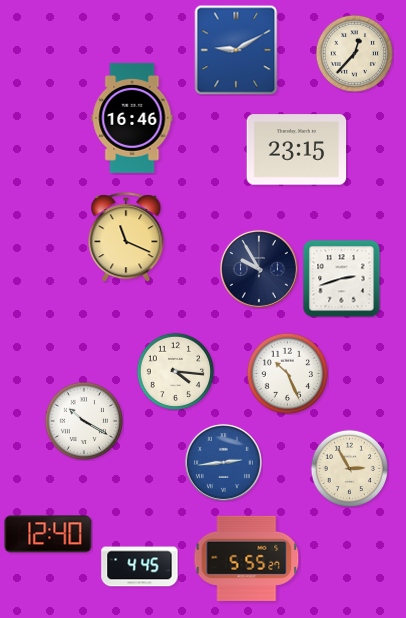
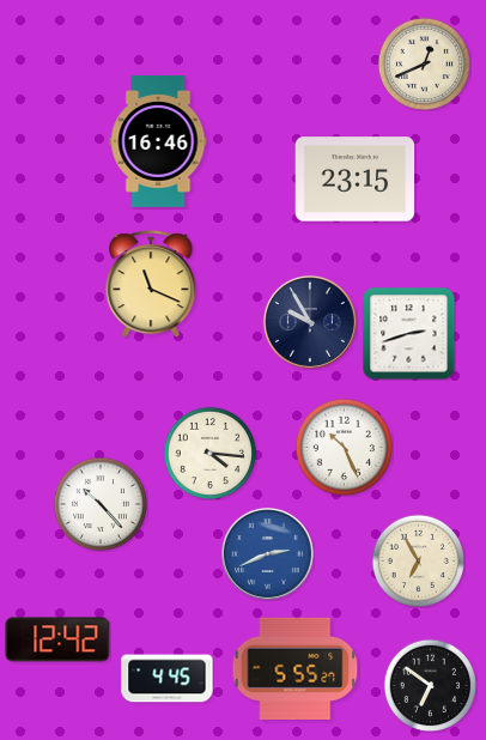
clock at (236, 50): 9:10 -> none
clock at (354, 53): 12:37 -> 12:41
clock at (175, 371) position: (175, 371) -> (209, 453)
clock at (83, 420): 10:20 -> 10:23
clock at (223, 462): 2:44 -> 2:41
clock at (349, 468): 2:55 -> 6:55
clock at (48, 534): 12:40 -> 12:42
clock at (430, 685): none -> 6:51
